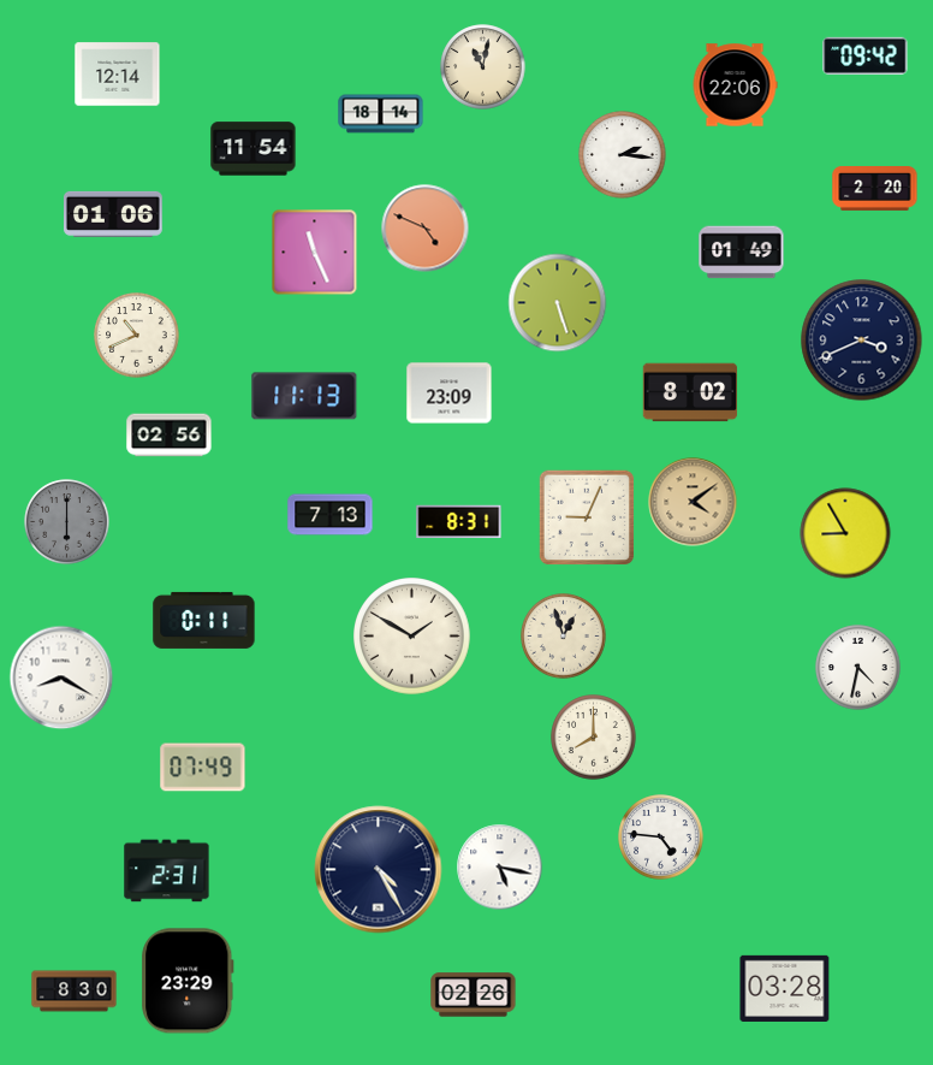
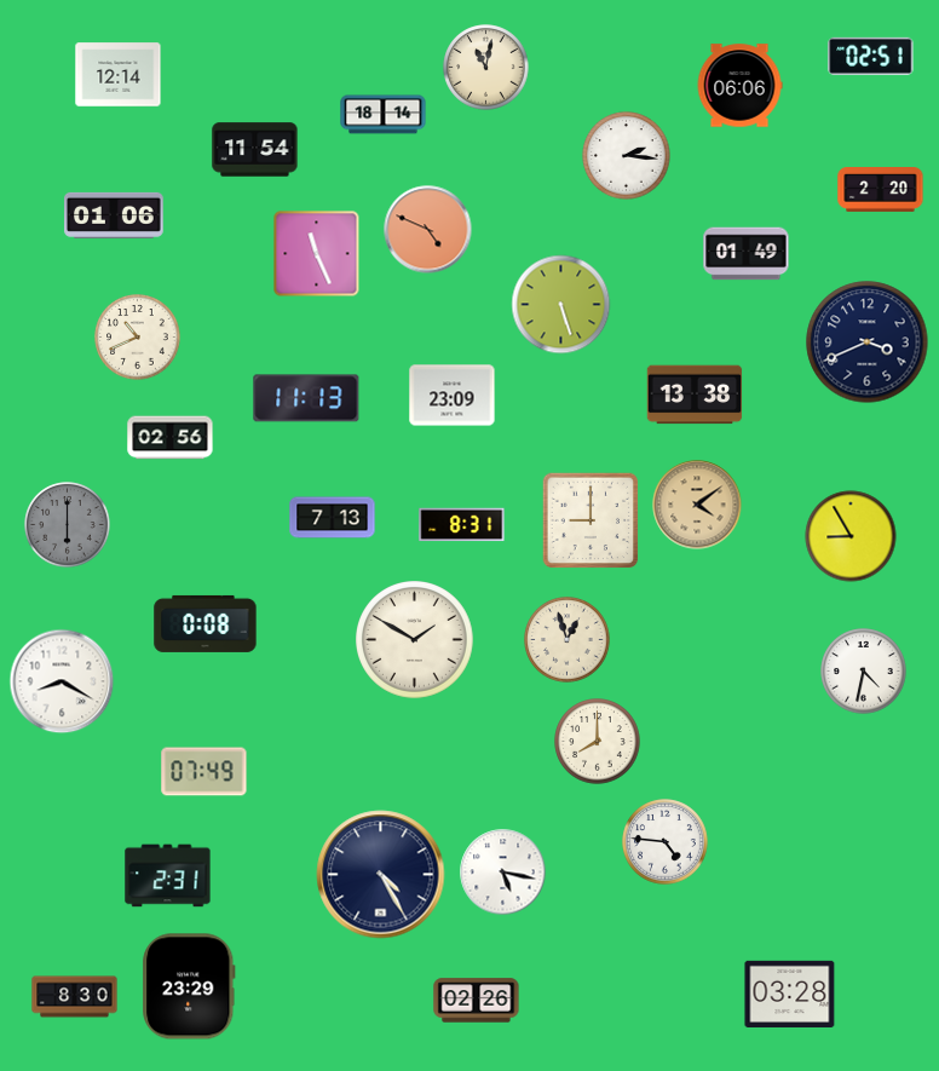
clock at (866, 55): 09:42 -> 02:51
clock at (735, 85): 22:06 -> 06:06
clock at (690, 392): 8:02 -> 13:38
clock at (587, 517): 9:04 -> 9:00
clock at (204, 620): 0:11 -> 0:08
